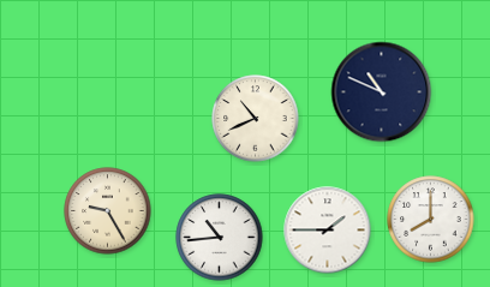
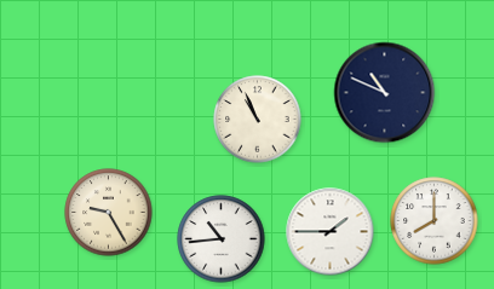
clock at (256, 119): 10:41 -> 10:56
